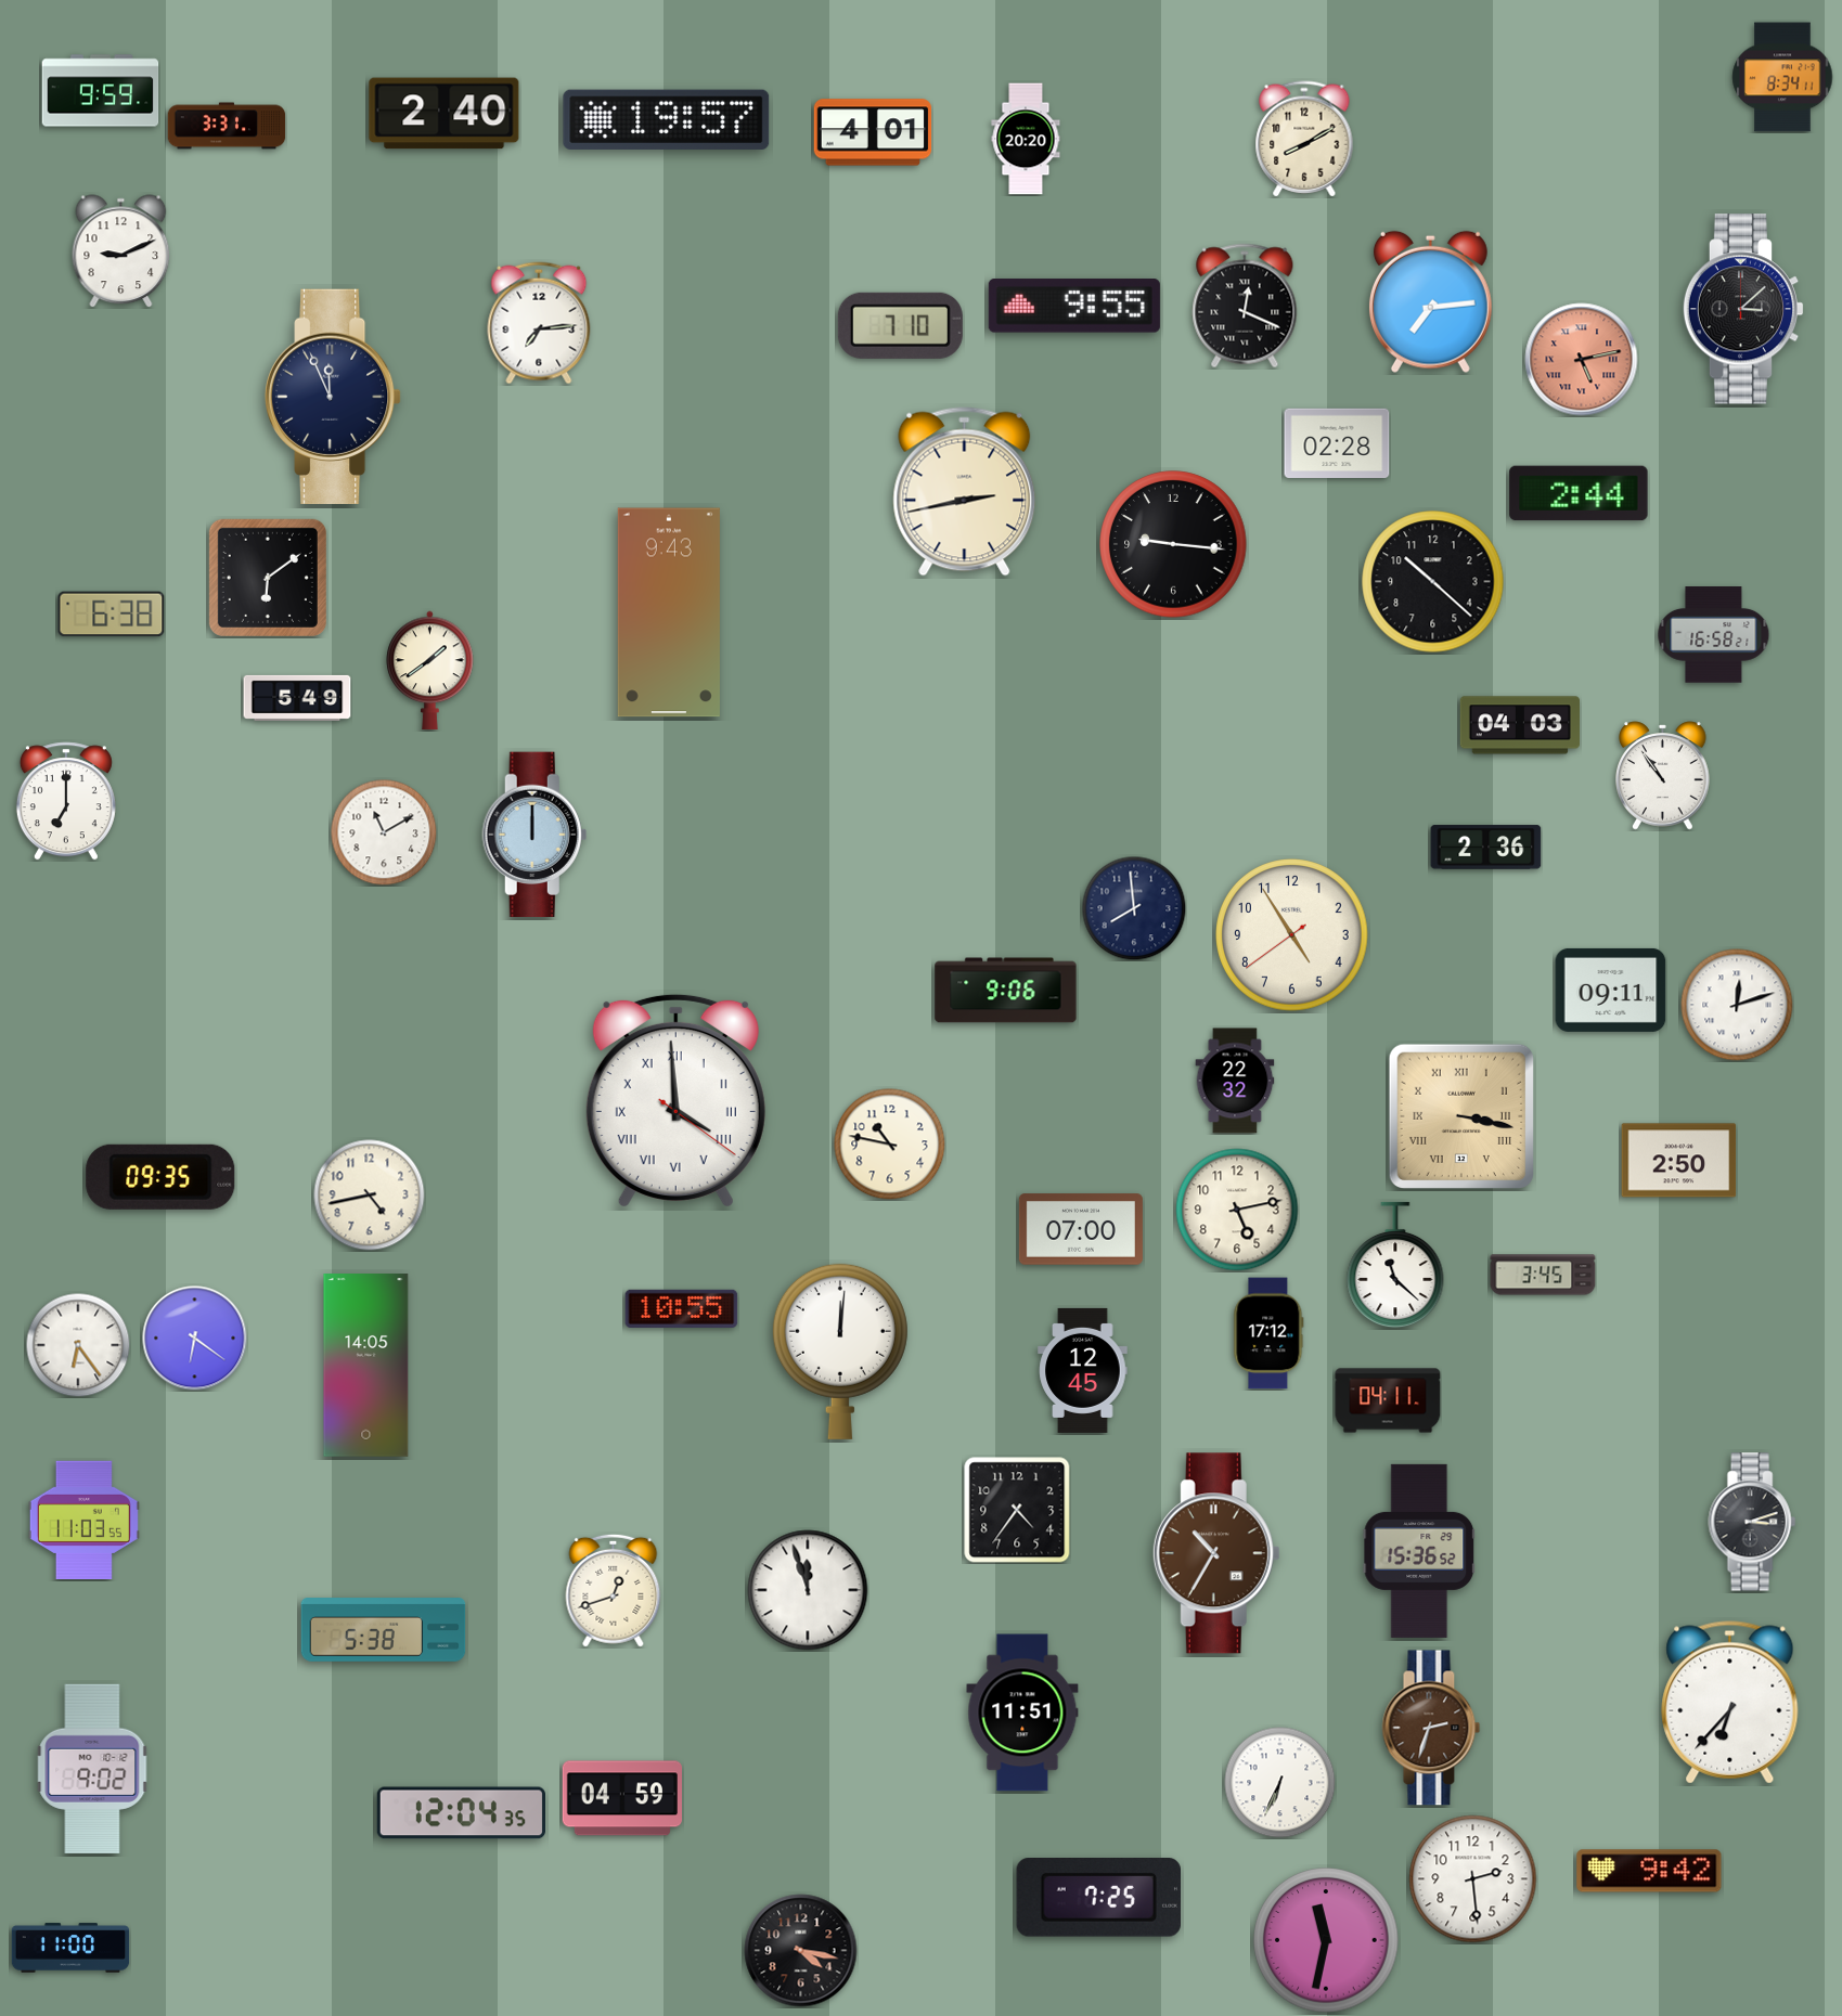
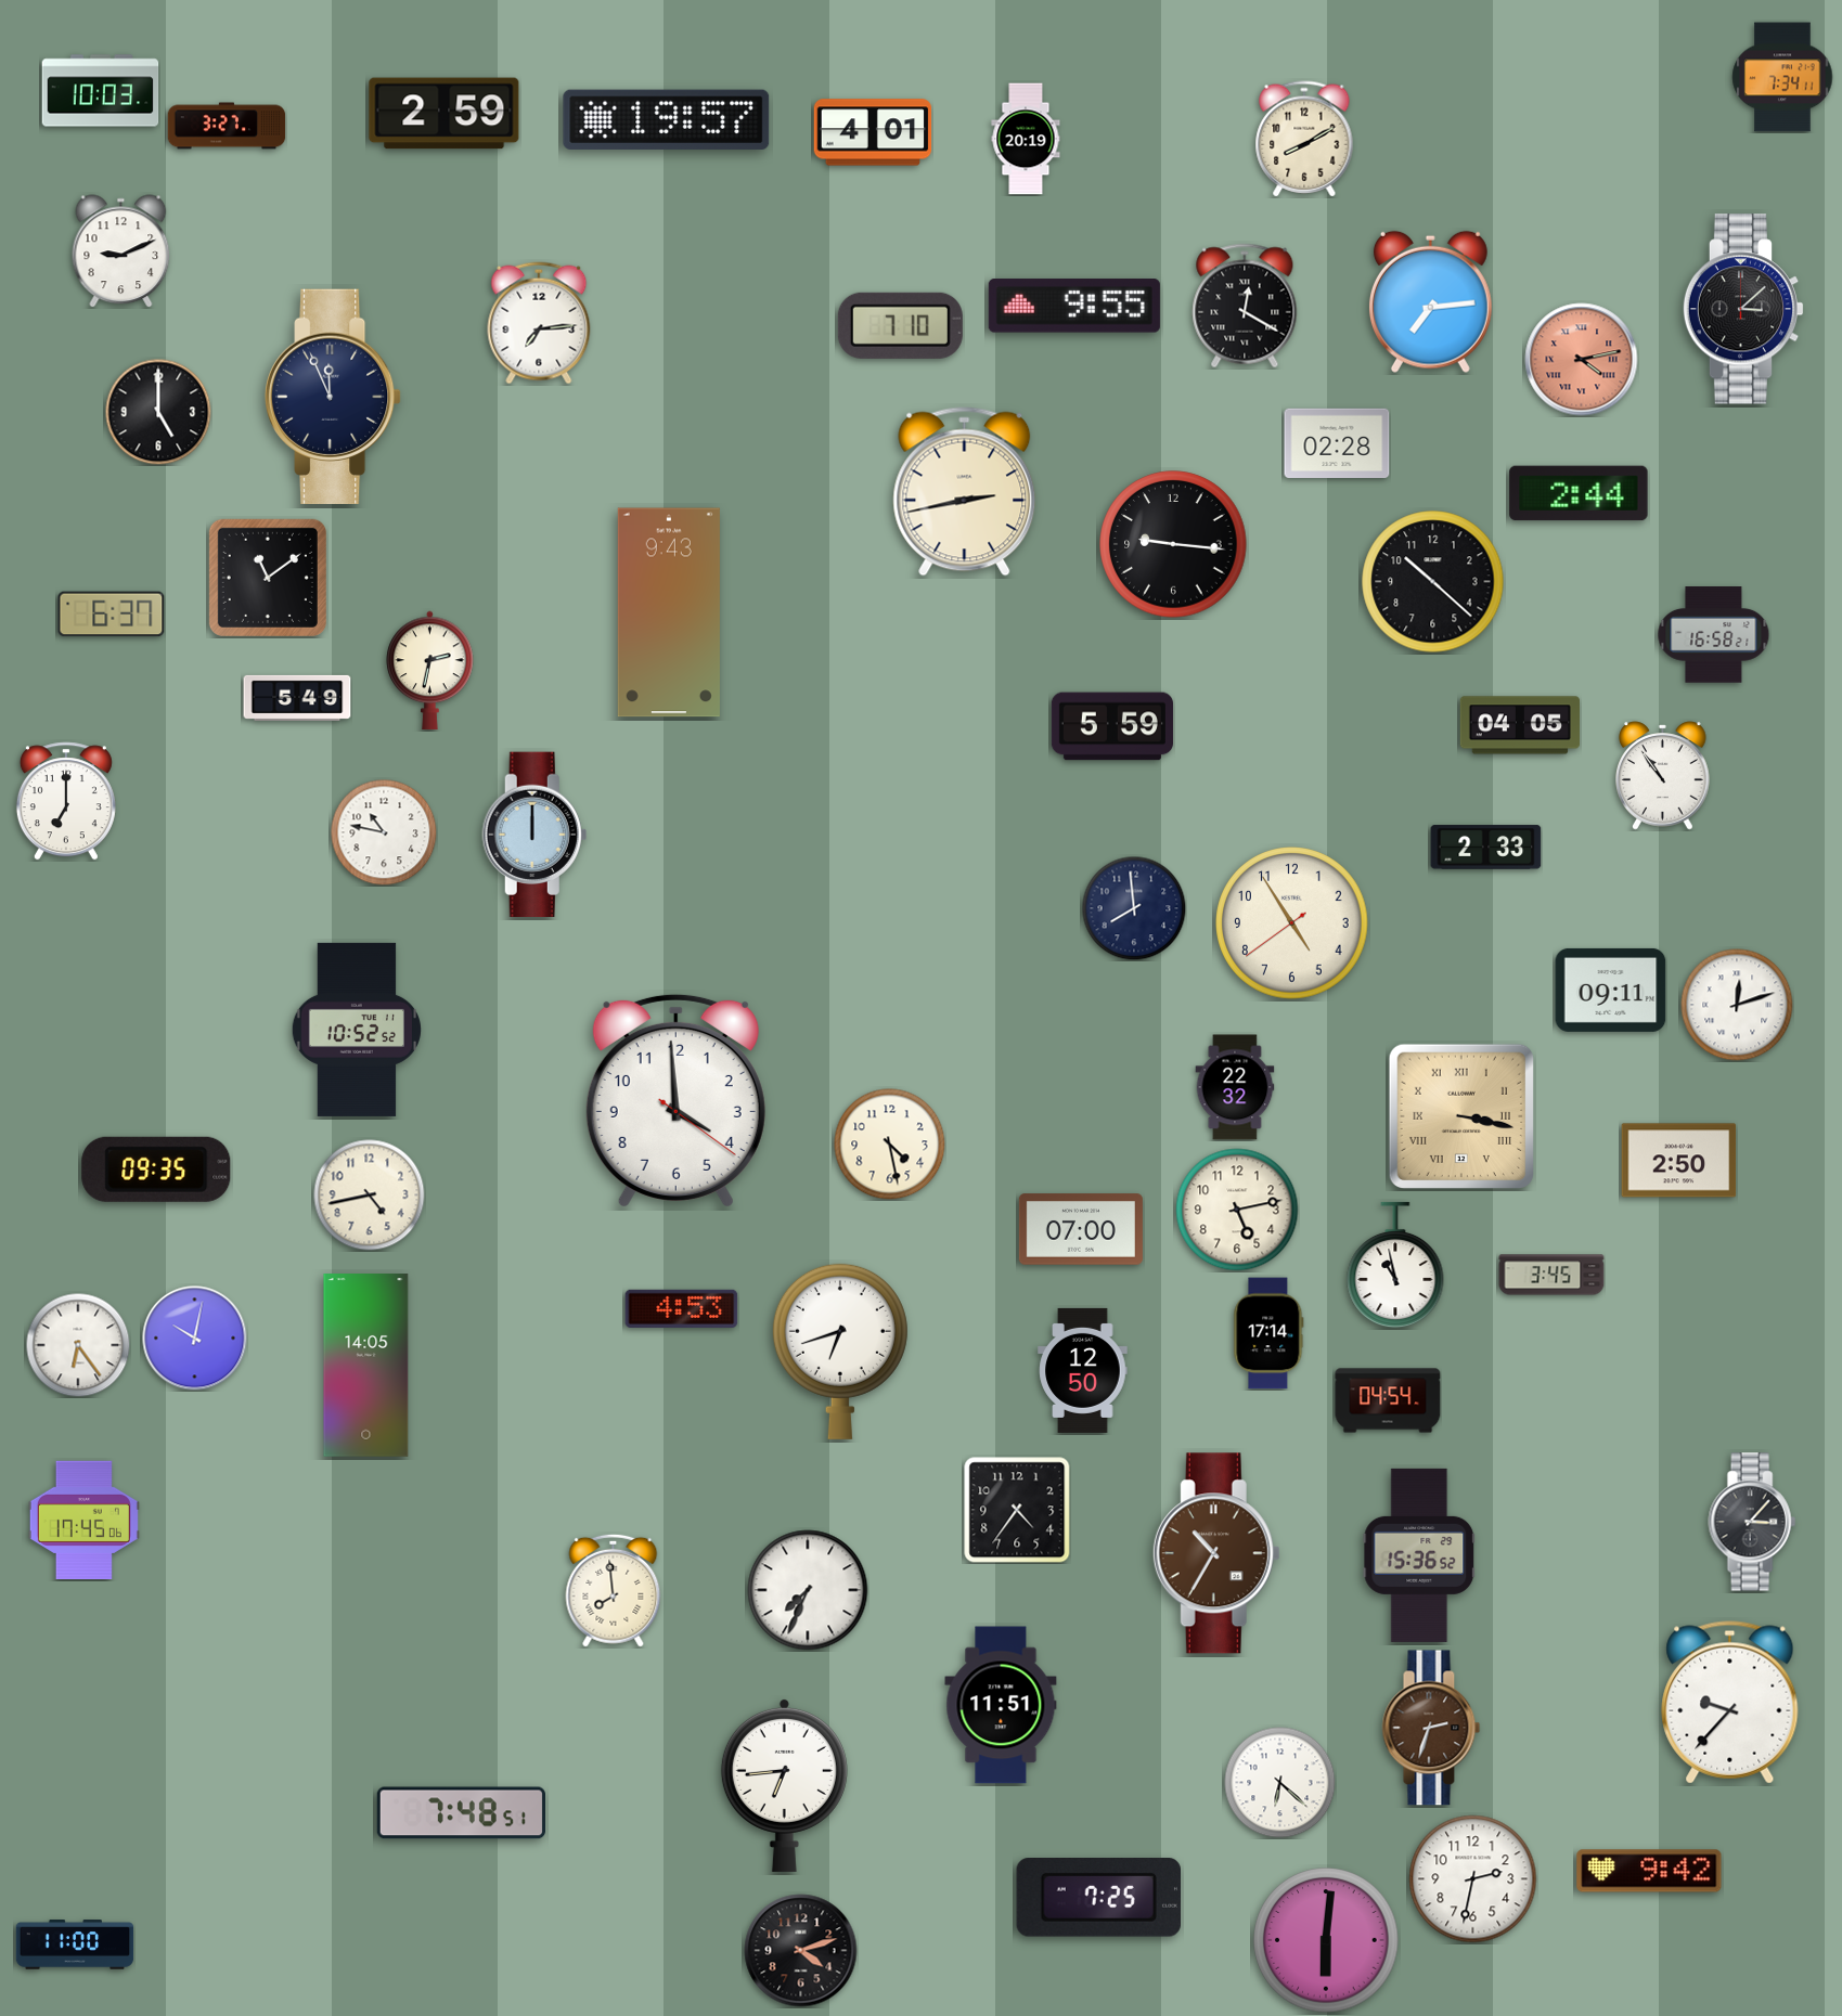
clock at (1782, 77): 8:34 -> 7:34
clock at (101, 91): 9:59 -> 10:03
clock at (445, 114): 2:40 -> 2:59
clock at (227, 126): 3:31 -> 3:27
clock at (1026, 139): 20:20 -> 20:19
clock at (1245, 306): 12:19 -> 12:20
clock at (1582, 360): 5:13 -> 4:13
clock at (158, 412): none -> 5:00
clock at (268, 578): 6:09 -> 11:09
clock at (112, 615): 6:38 -> 6:37
clock at (430, 670): 1:39 -> 2:32
clock at (1519, 725): 04:03 -> 04:05
clock at (1112, 726): none -> 5:59
clock at (384, 832): 11:10 -> 10:47
clock at (1486, 848): 2:36 -> 2:33
clock at (1292, 935) position: (1292, 935) -> (1292, 923)
clock at (1006, 991): 9:06 -> none
clock at (357, 1030): none -> 10:52
clock at (1235, 1081) position: (1235, 1081) -> (1235, 1087)
clock at (675, 1100) numerals: Roman -> Arabic
clock at (890, 1145): 10:47 -> 4:28
clock at (160, 1177) position: (160, 1177) -> (156, 1169)
clock at (1395, 1265): 11:22 -> 10:58
clock at (1543, 1275) position: (1543, 1275) -> (1551, 1275)
clock at (682, 1308): 10:55 -> 4:53
clock at (1268, 1333): 17:12 -> 17:14
clock at (195, 1339): 6:21 -> 10:02
clock at (840, 1352): 12:01 -> 6:42
clock at (1083, 1370): 12:45 -> 12:50
clock at (1388, 1400): 04:11 -> 04:54
clock at (83, 1520): 11:03 -> 17:45
clock at (1752, 1522): 3:12 -> 3:07
clock at (1419, 1551) position: (1419, 1551) -> (1419, 1555)
clock at (614, 1590): 12:42 -> 7:59
clock at (808, 1590): 11:57 -> 7:34
clock at (384, 1630): 5:38 -> none
clock at (1730, 1703): 6:37 -> 9:37
clock at (1022, 1713) position: (1022, 1713) -> (1001, 1705)
clock at (92, 1769): 9:02 -> none
clock at (1280, 1783): 6:34 -> 6:22
clock at (784, 1785): none -> 6:44
clock at (622, 1798): 04:59 -> none
clock at (461, 1813): 12:04 -> 7:48
clock at (1473, 1879): 2:29 -> 2:32
clock at (1326, 1940): 11:32 -> 6:01
clock at (70, 1948) position: (70, 1948) -> (75, 1944)
clock at (801, 1951): 4:17 -> 4:12
